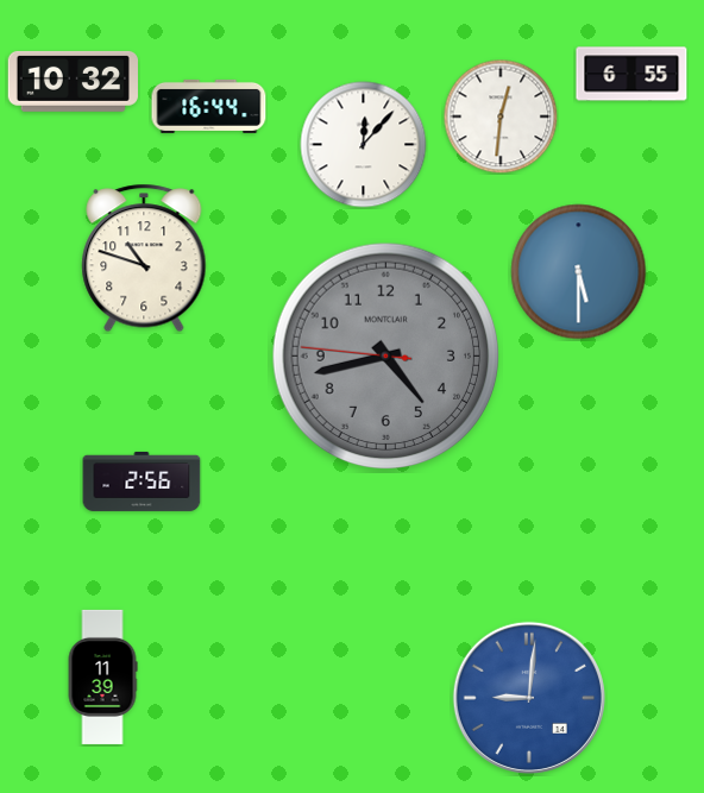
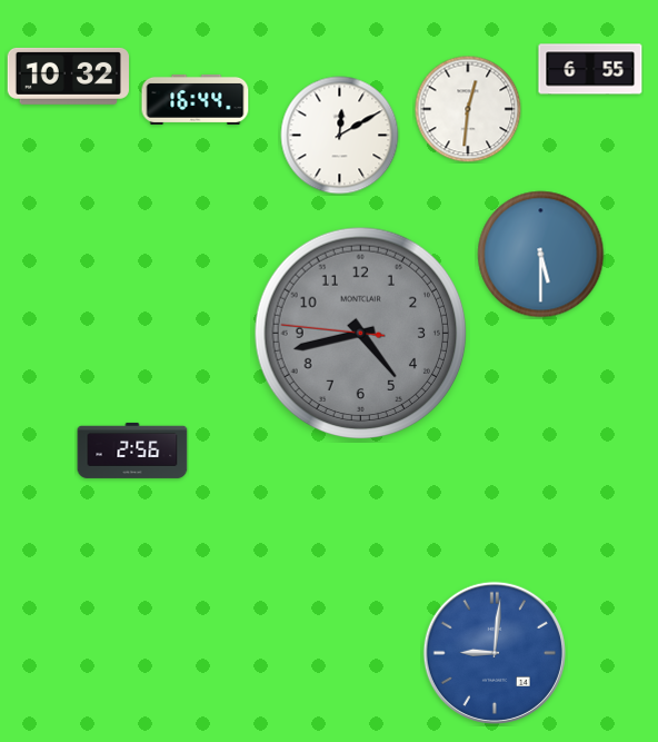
clock at (364, 145): 12:07 -> 12:10
clock at (144, 258): 10:48 -> none
clock at (102, 676): 11:39 -> none
